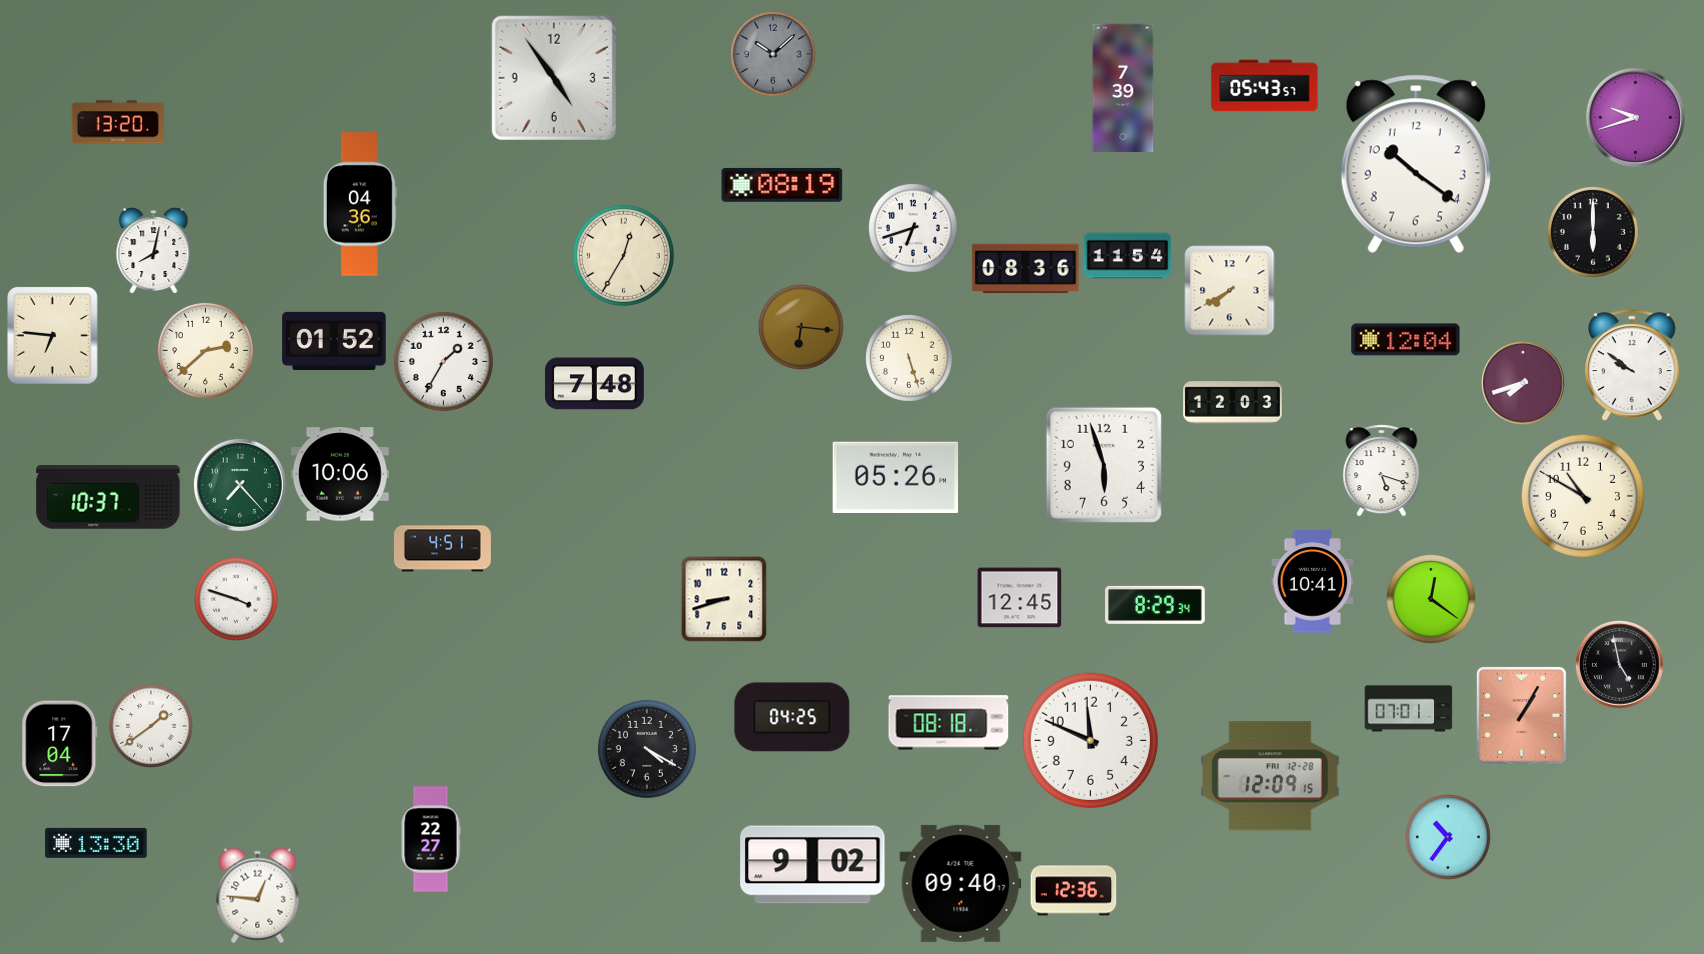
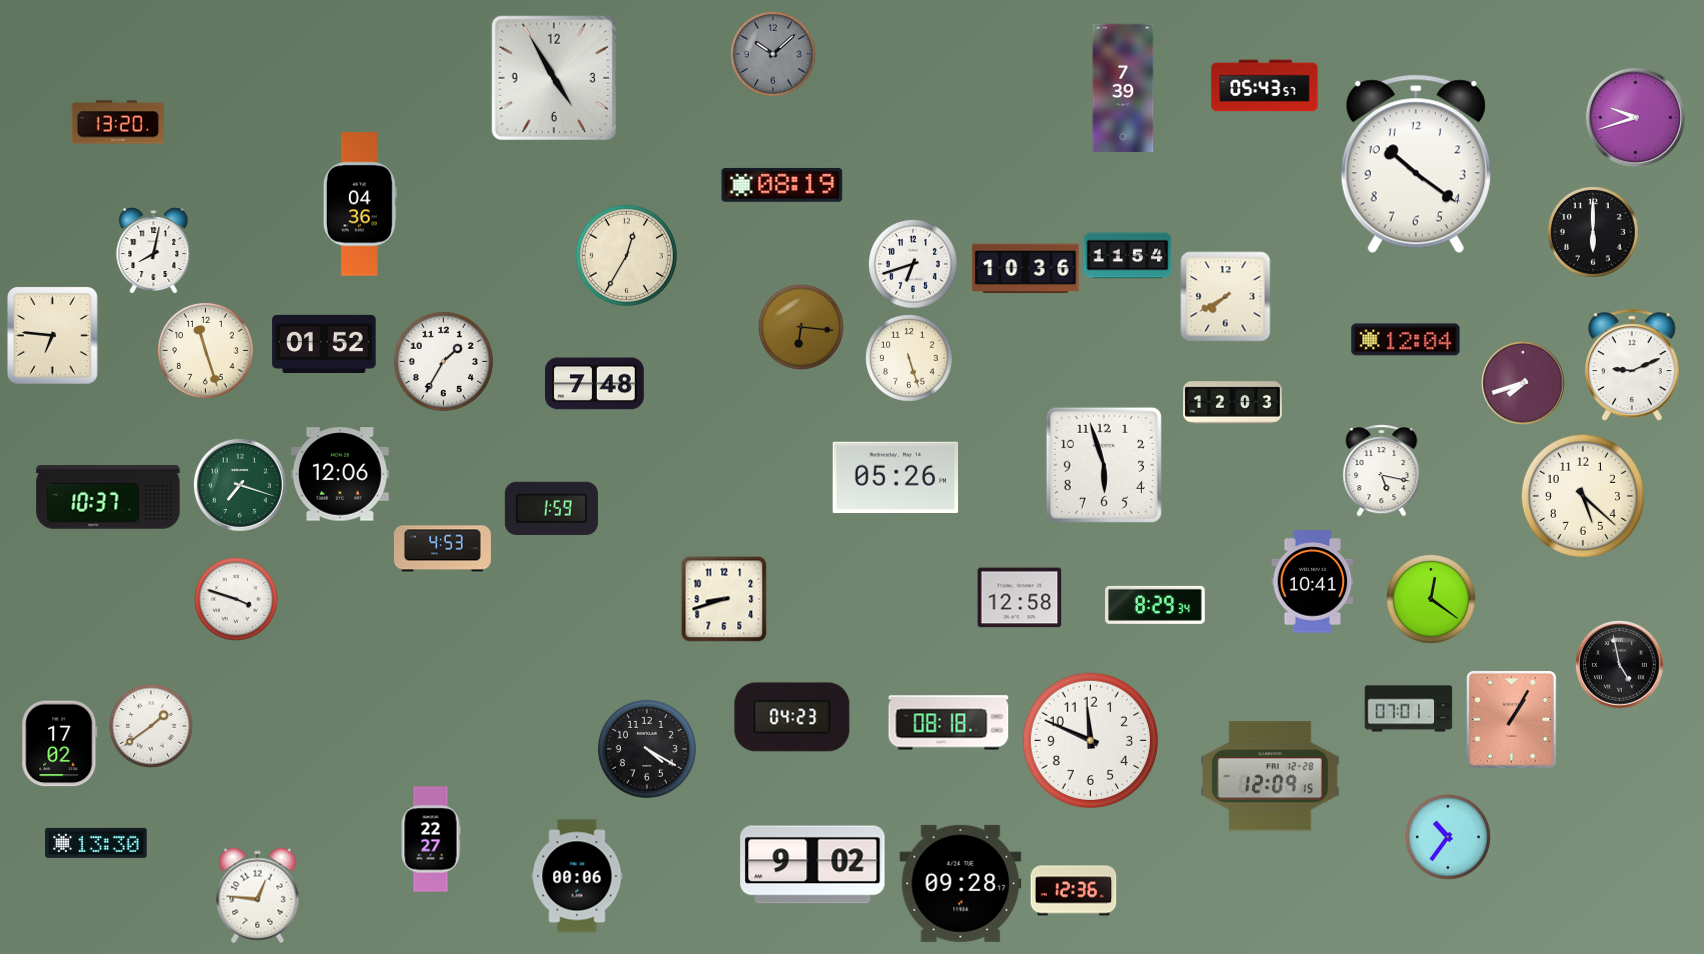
clock at (554, 78): 4:54 -> 4:55
clock at (913, 228) position: (913, 228) -> (913, 264)
clock at (623, 255) position: (623, 255) -> (626, 255)
clock at (1026, 269): 08:36 -> 10:36
clock at (1230, 291) position: (1230, 291) -> (1226, 297)
clock at (334, 341) position: (334, 341) -> (324, 344)
clock at (205, 350): 2:38 -> 11:27
clock at (1633, 365): 9:51 -> 9:11
clock at (1382, 471): 5:18 -> 5:17
clock at (340, 474): 10:06 -> 12:06
clock at (240, 485): 7:23 -> 7:18
clock at (1583, 496): 10:50 -> 5:22
clock at (551, 508): none -> 1:59
clock at (442, 549): 4:51 -> 4:53
clock at (1020, 598): 12:45 -> 12:58
clock at (1521, 715) position: (1521, 715) -> (1511, 719)
clock at (792, 717): 04:25 -> 04:23
clock at (60, 744): 17:04 -> 17:02
clock at (577, 876): none -> 00:06
clock at (961, 883): 09:40 -> 09:28
